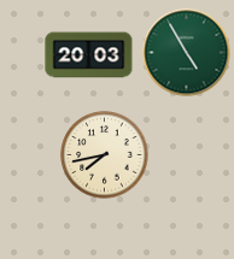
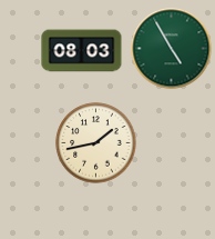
clock at (89, 55): 20:03 -> 08:03
clock at (105, 155): 7:43 -> 1:43
